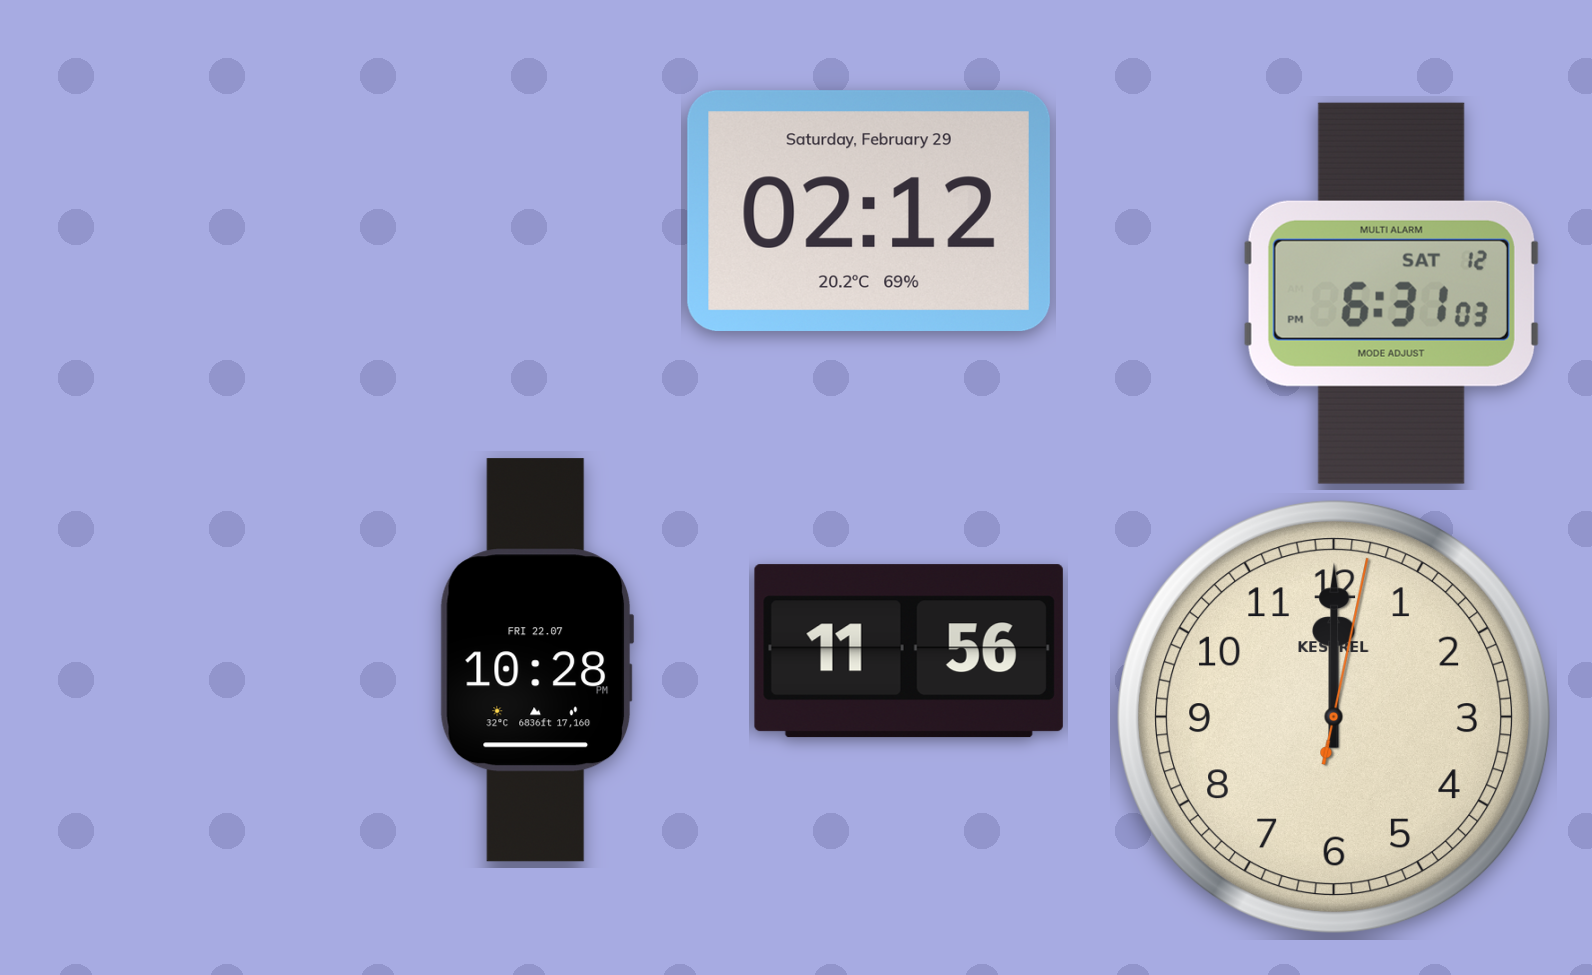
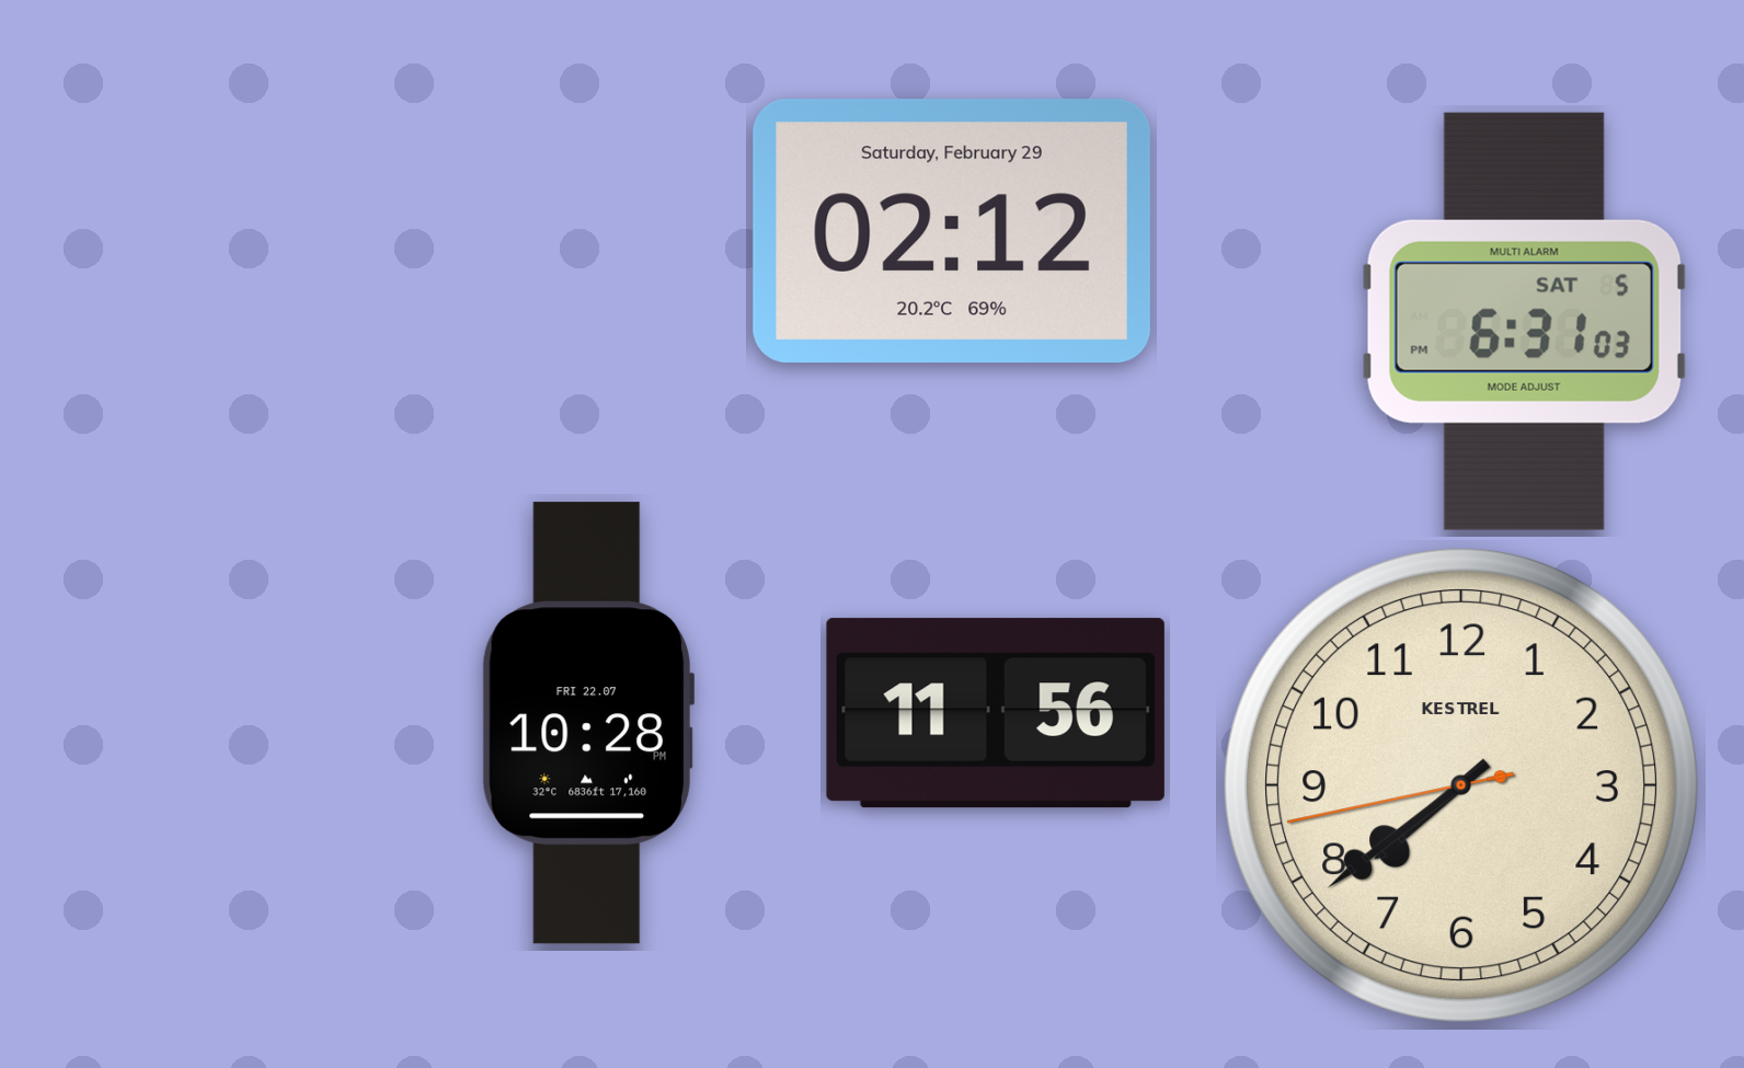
clock at (1391, 293) date: SAT 12 -> SAT 5
clock at (1334, 717): 12:00 -> 7:38
